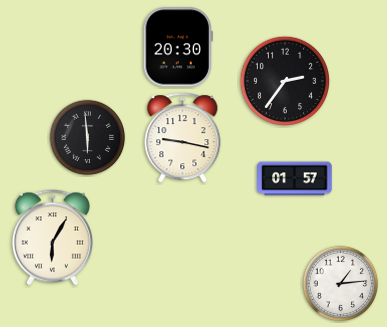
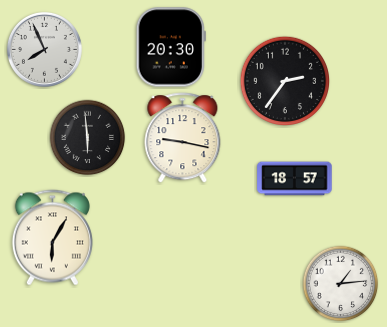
clock at (178, 47) position: (178, 47) -> (171, 47)
clock at (44, 49): none -> 7:56
clock at (295, 179): 01:57 -> 18:57
